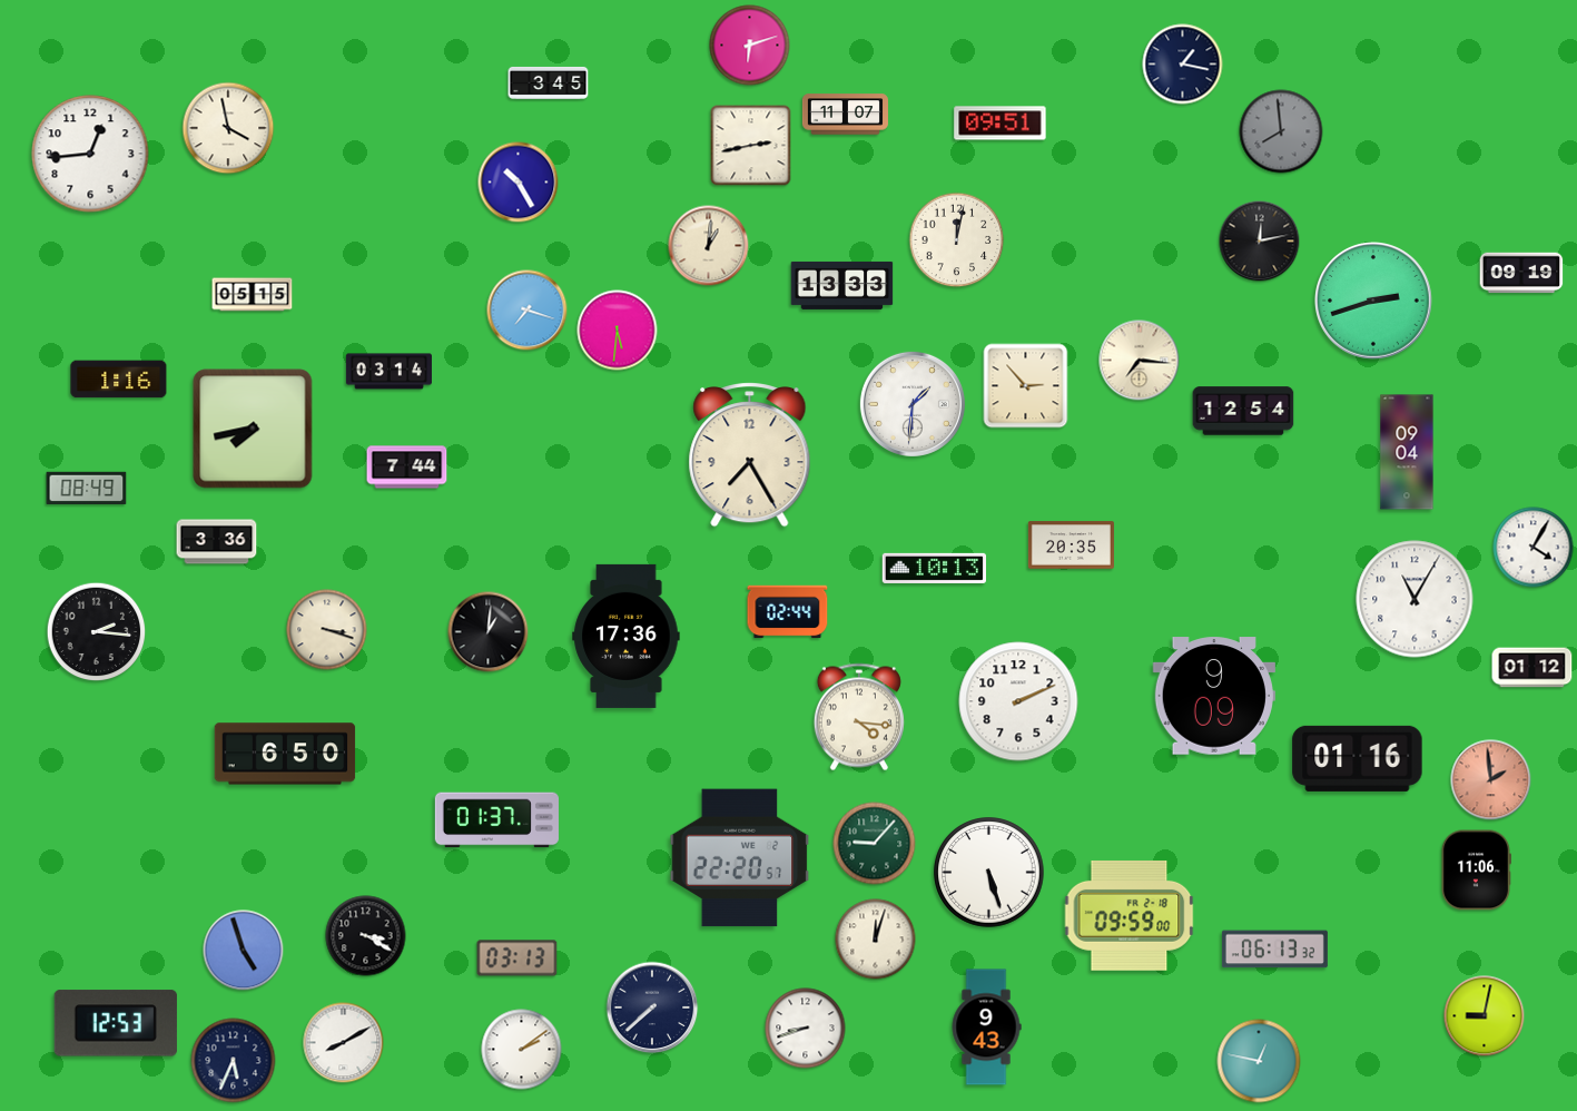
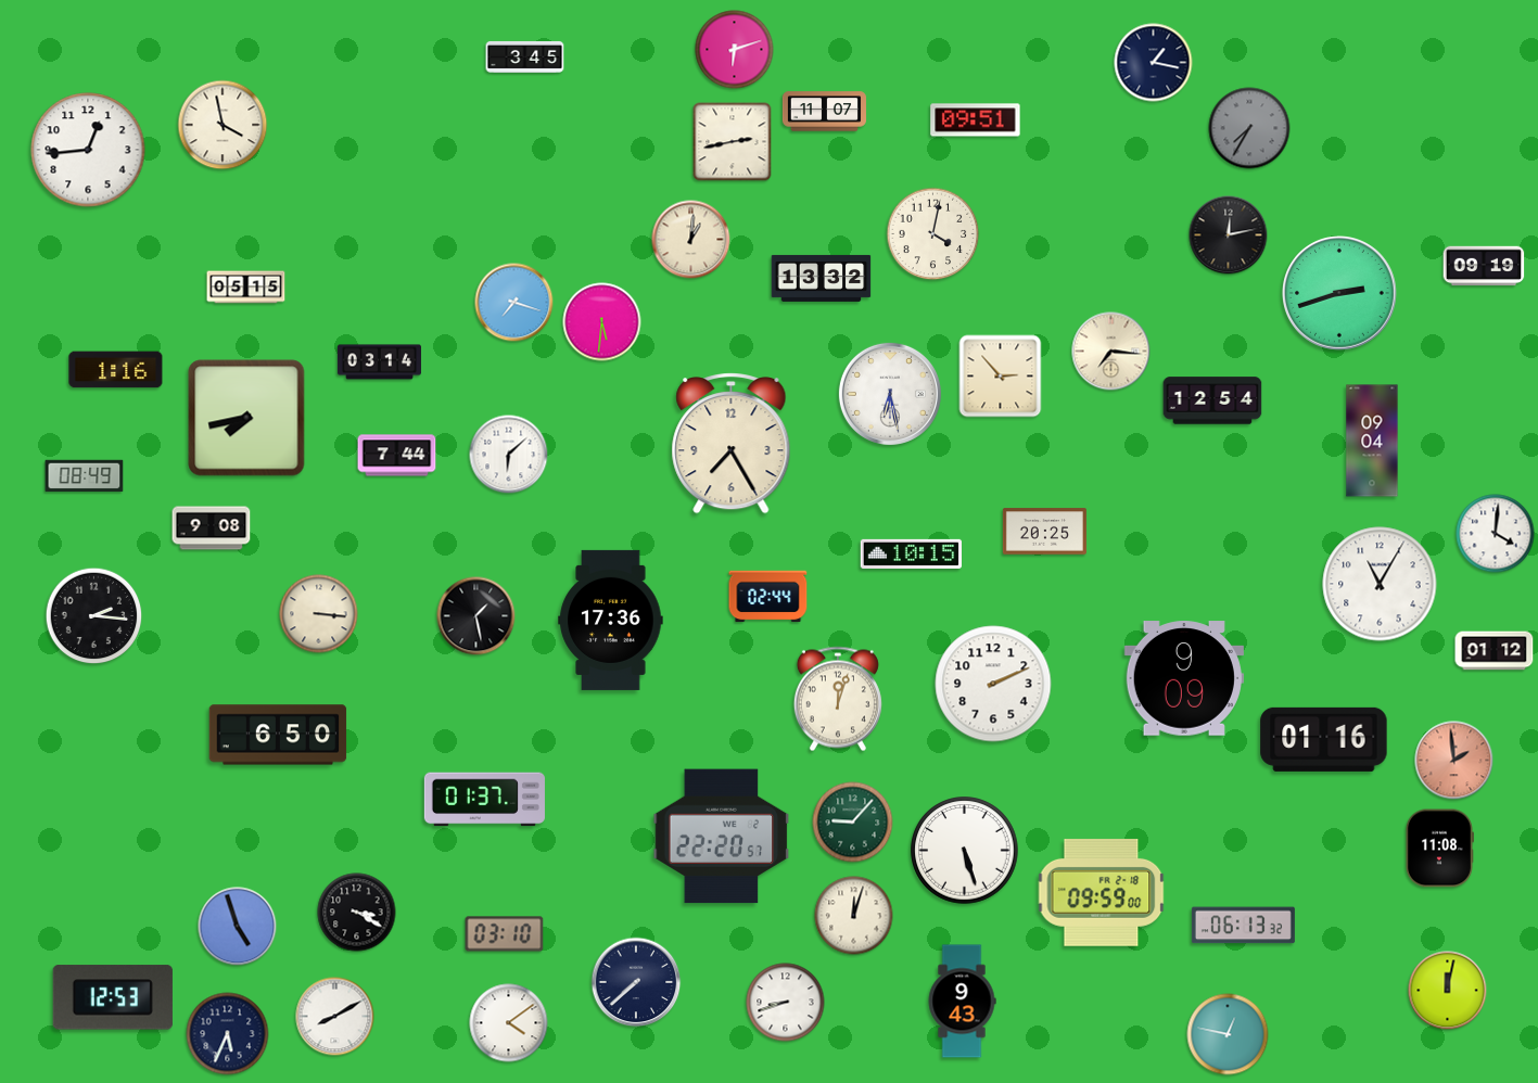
clock at (750, 46) position: (750, 46) -> (735, 50)
clock at (549, 82) position: (549, 82) -> (525, 56)
clock at (1281, 131): 7:59 -> 7:35
clock at (519, 183): 10:25 -> none
clock at (957, 240): 12:02 -> 4:02
clock at (842, 285): 13:33 -> 13:32
clock at (913, 404): 1:31 -> 6:28
clock at (509, 455): none -> 6:08
clock at (217, 542): 3:36 -> 9:08
clock at (1071, 545): 20:35 -> 20:25
clock at (1534, 548): 4:05 -> 4:01
clock at (934, 568): 10:13 -> 10:15
clock at (327, 630): 3:18 -> 3:16
clock at (489, 632): 1:01 -> 1:28
clock at (859, 717): 4:16 -> 12:03
clock at (1476, 871): 11:06 -> 11:08
clock at (518, 958): 03:13 -> 03:10
clock at (1485, 1016): 9:02 -> 12:02
clock at (522, 1050): 2:09 -> 4:09
